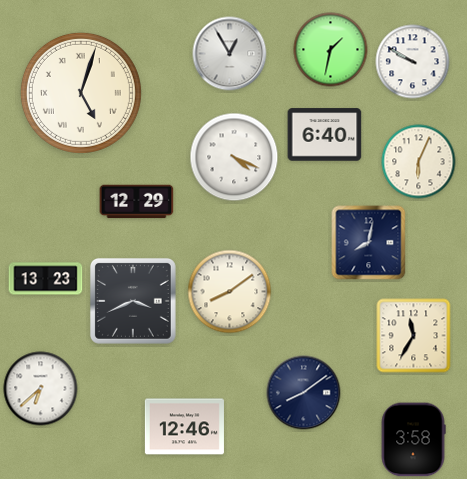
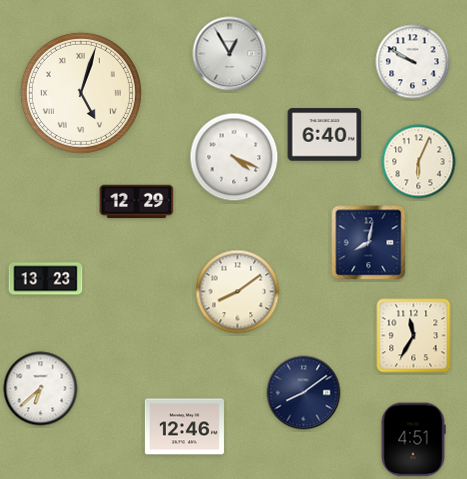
clock at (331, 50): 1:32 -> none
clock at (230, 292) position: (230, 292) -> (238, 292)
clock at (133, 301): 3:41 -> none
clock at (413, 440): 3:58 -> 4:51
